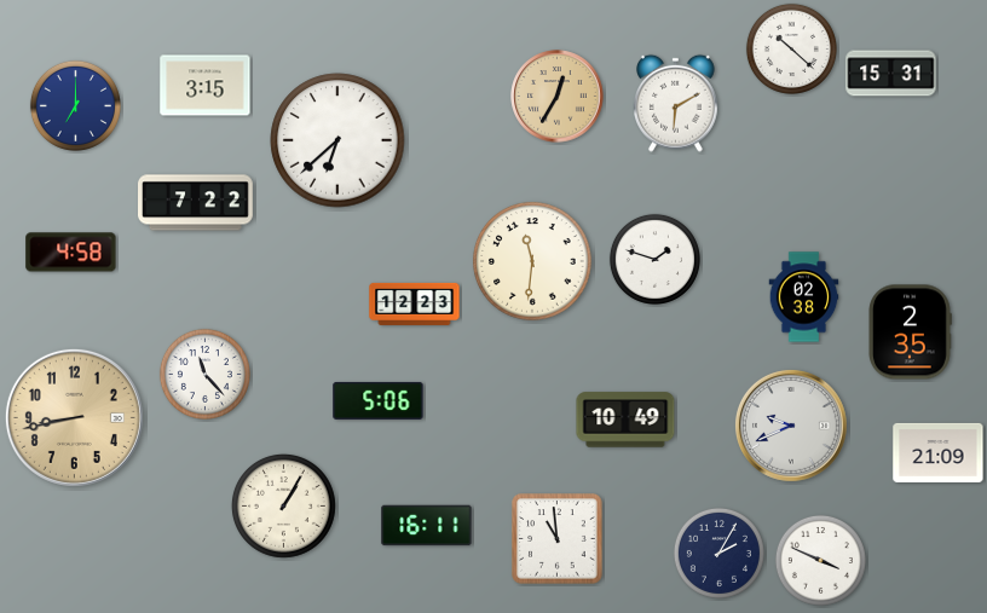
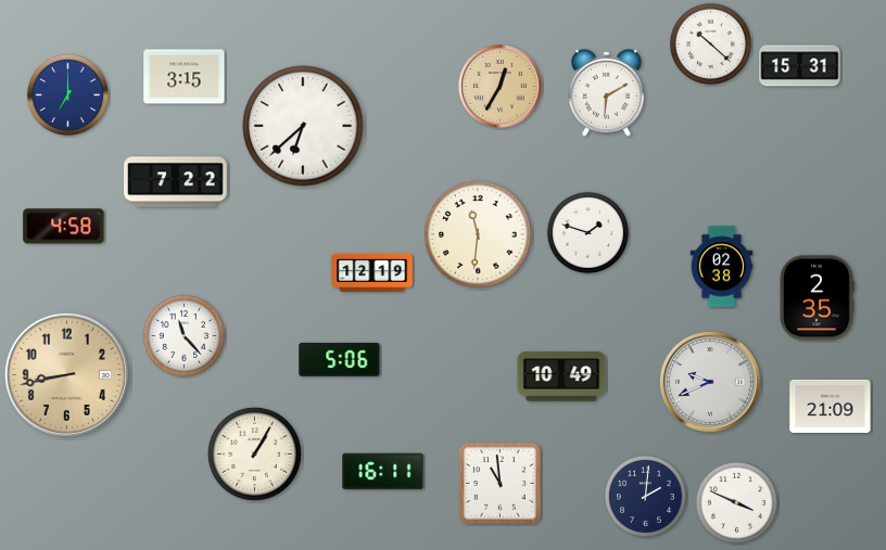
clock at (415, 303): 12:23 -> 12:19
clock at (939, 452) position: (939, 452) -> (831, 406)
clock at (718, 553): 2:05 -> 2:01
